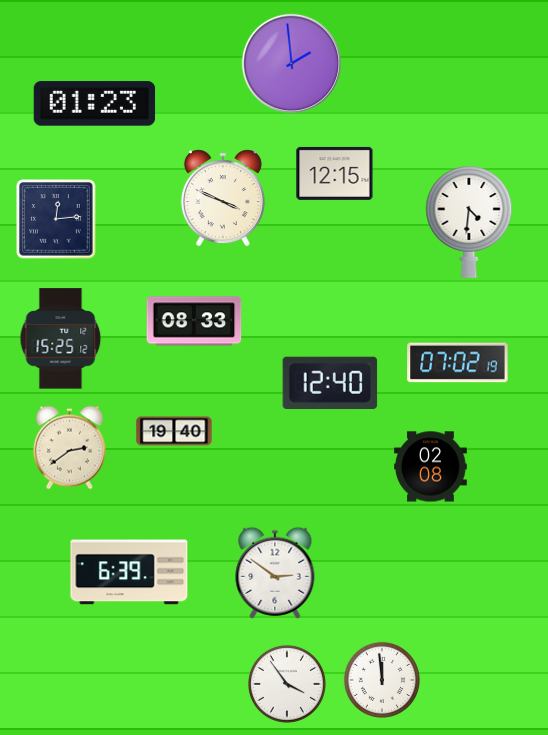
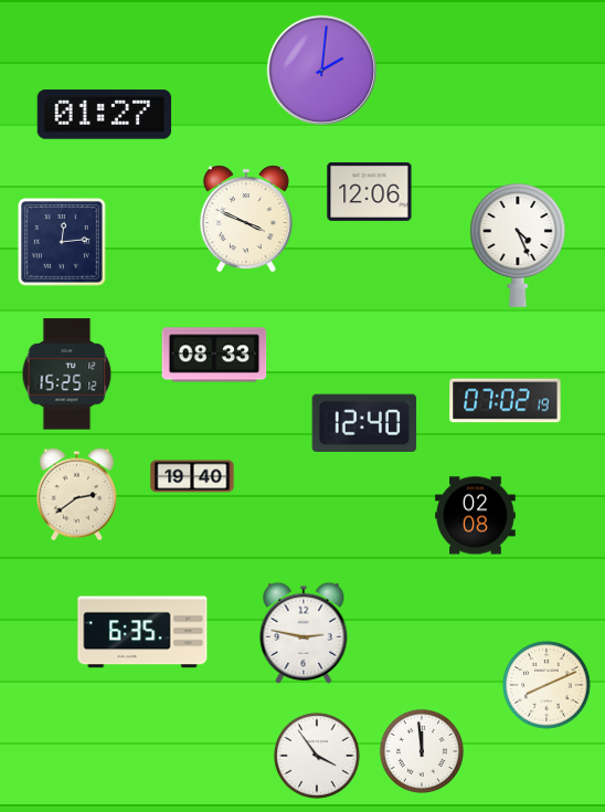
clock at (291, 63): 1:59 -> 2:01
clock at (95, 104): 01:23 -> 01:27
clock at (335, 173): 12:15 -> 12:06
clock at (469, 222): 4:31 -> 4:26
clock at (129, 572): 6:39 -> 6:35
clock at (275, 573): 2:51 -> 2:47
clock at (546, 685): none -> 8:11
